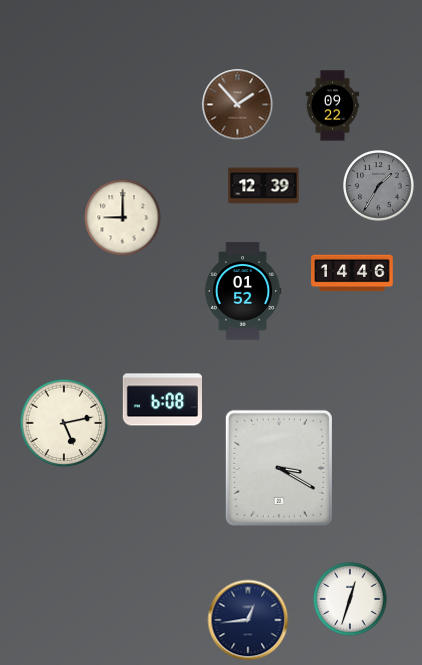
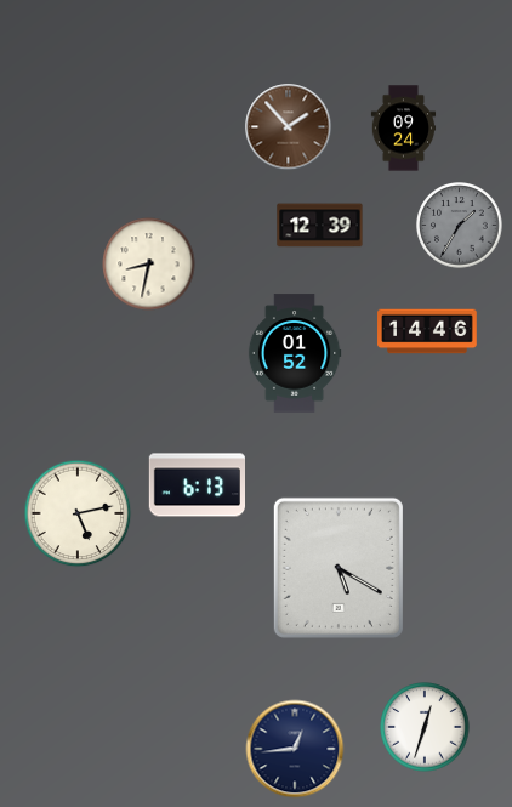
clock at (333, 106): 09:22 -> 09:24
clock at (123, 218): 9:00 -> 8:32
clock at (162, 400): 6:08 -> 6:13
clock at (279, 468): 3:20 -> 5:20
clock at (248, 620) position: (248, 620) -> (295, 749)
